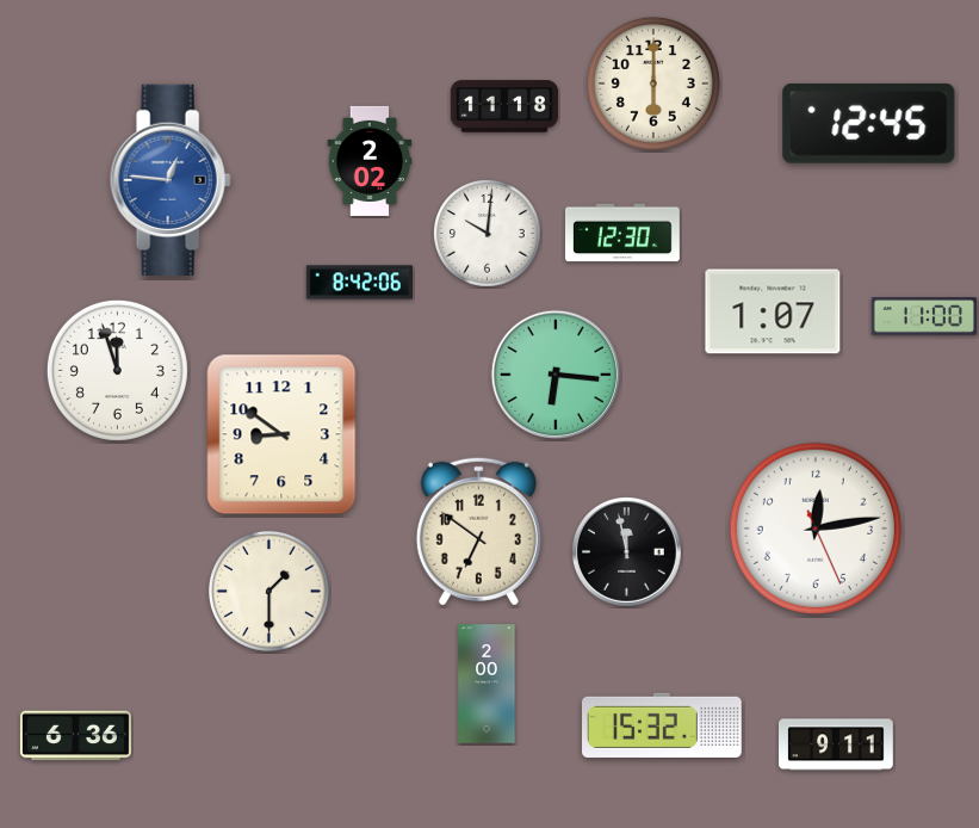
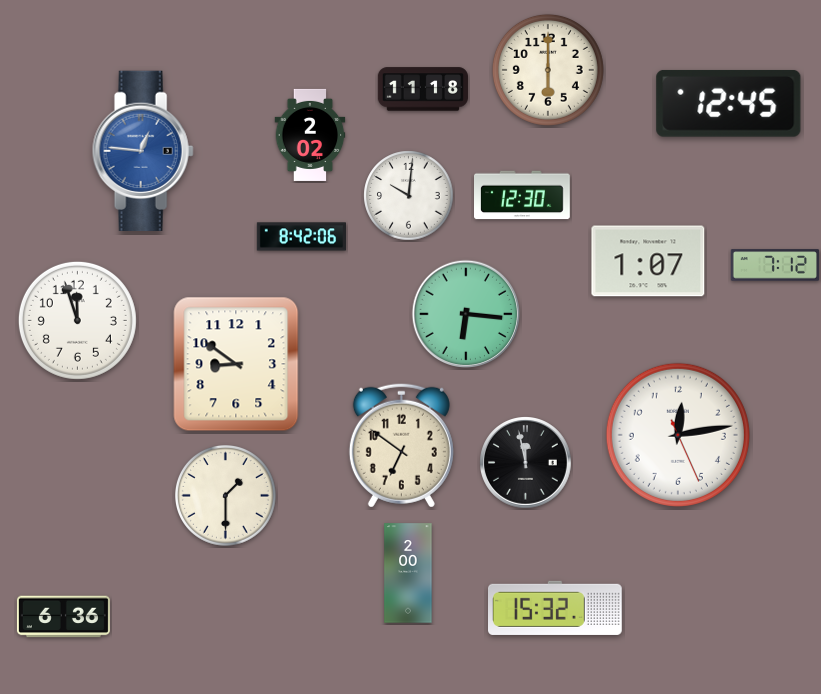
clock at (924, 316): 11:00 -> 7:12
clock at (117, 370) position: (117, 370) -> (77, 320)
clock at (816, 529) position: (816, 529) -> (678, 435)
clock at (837, 744): 9:11 -> none
